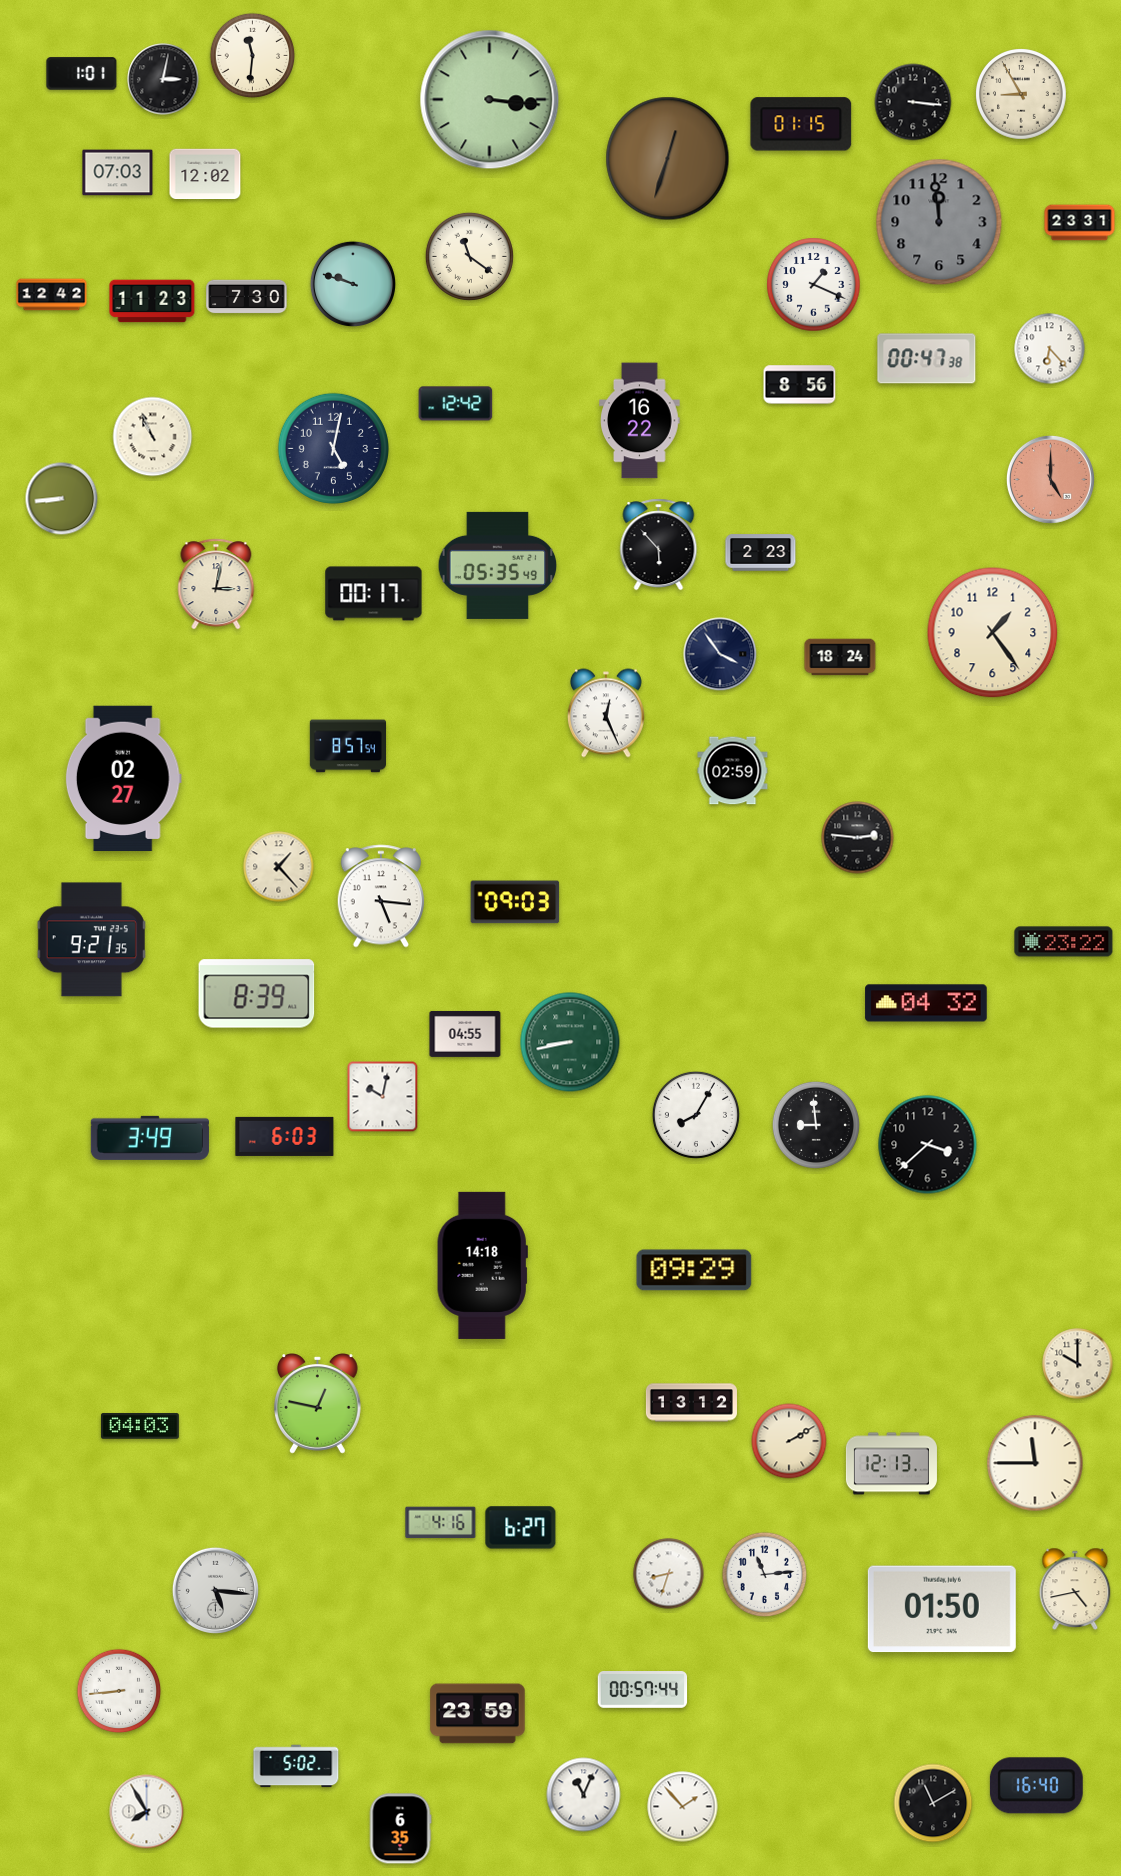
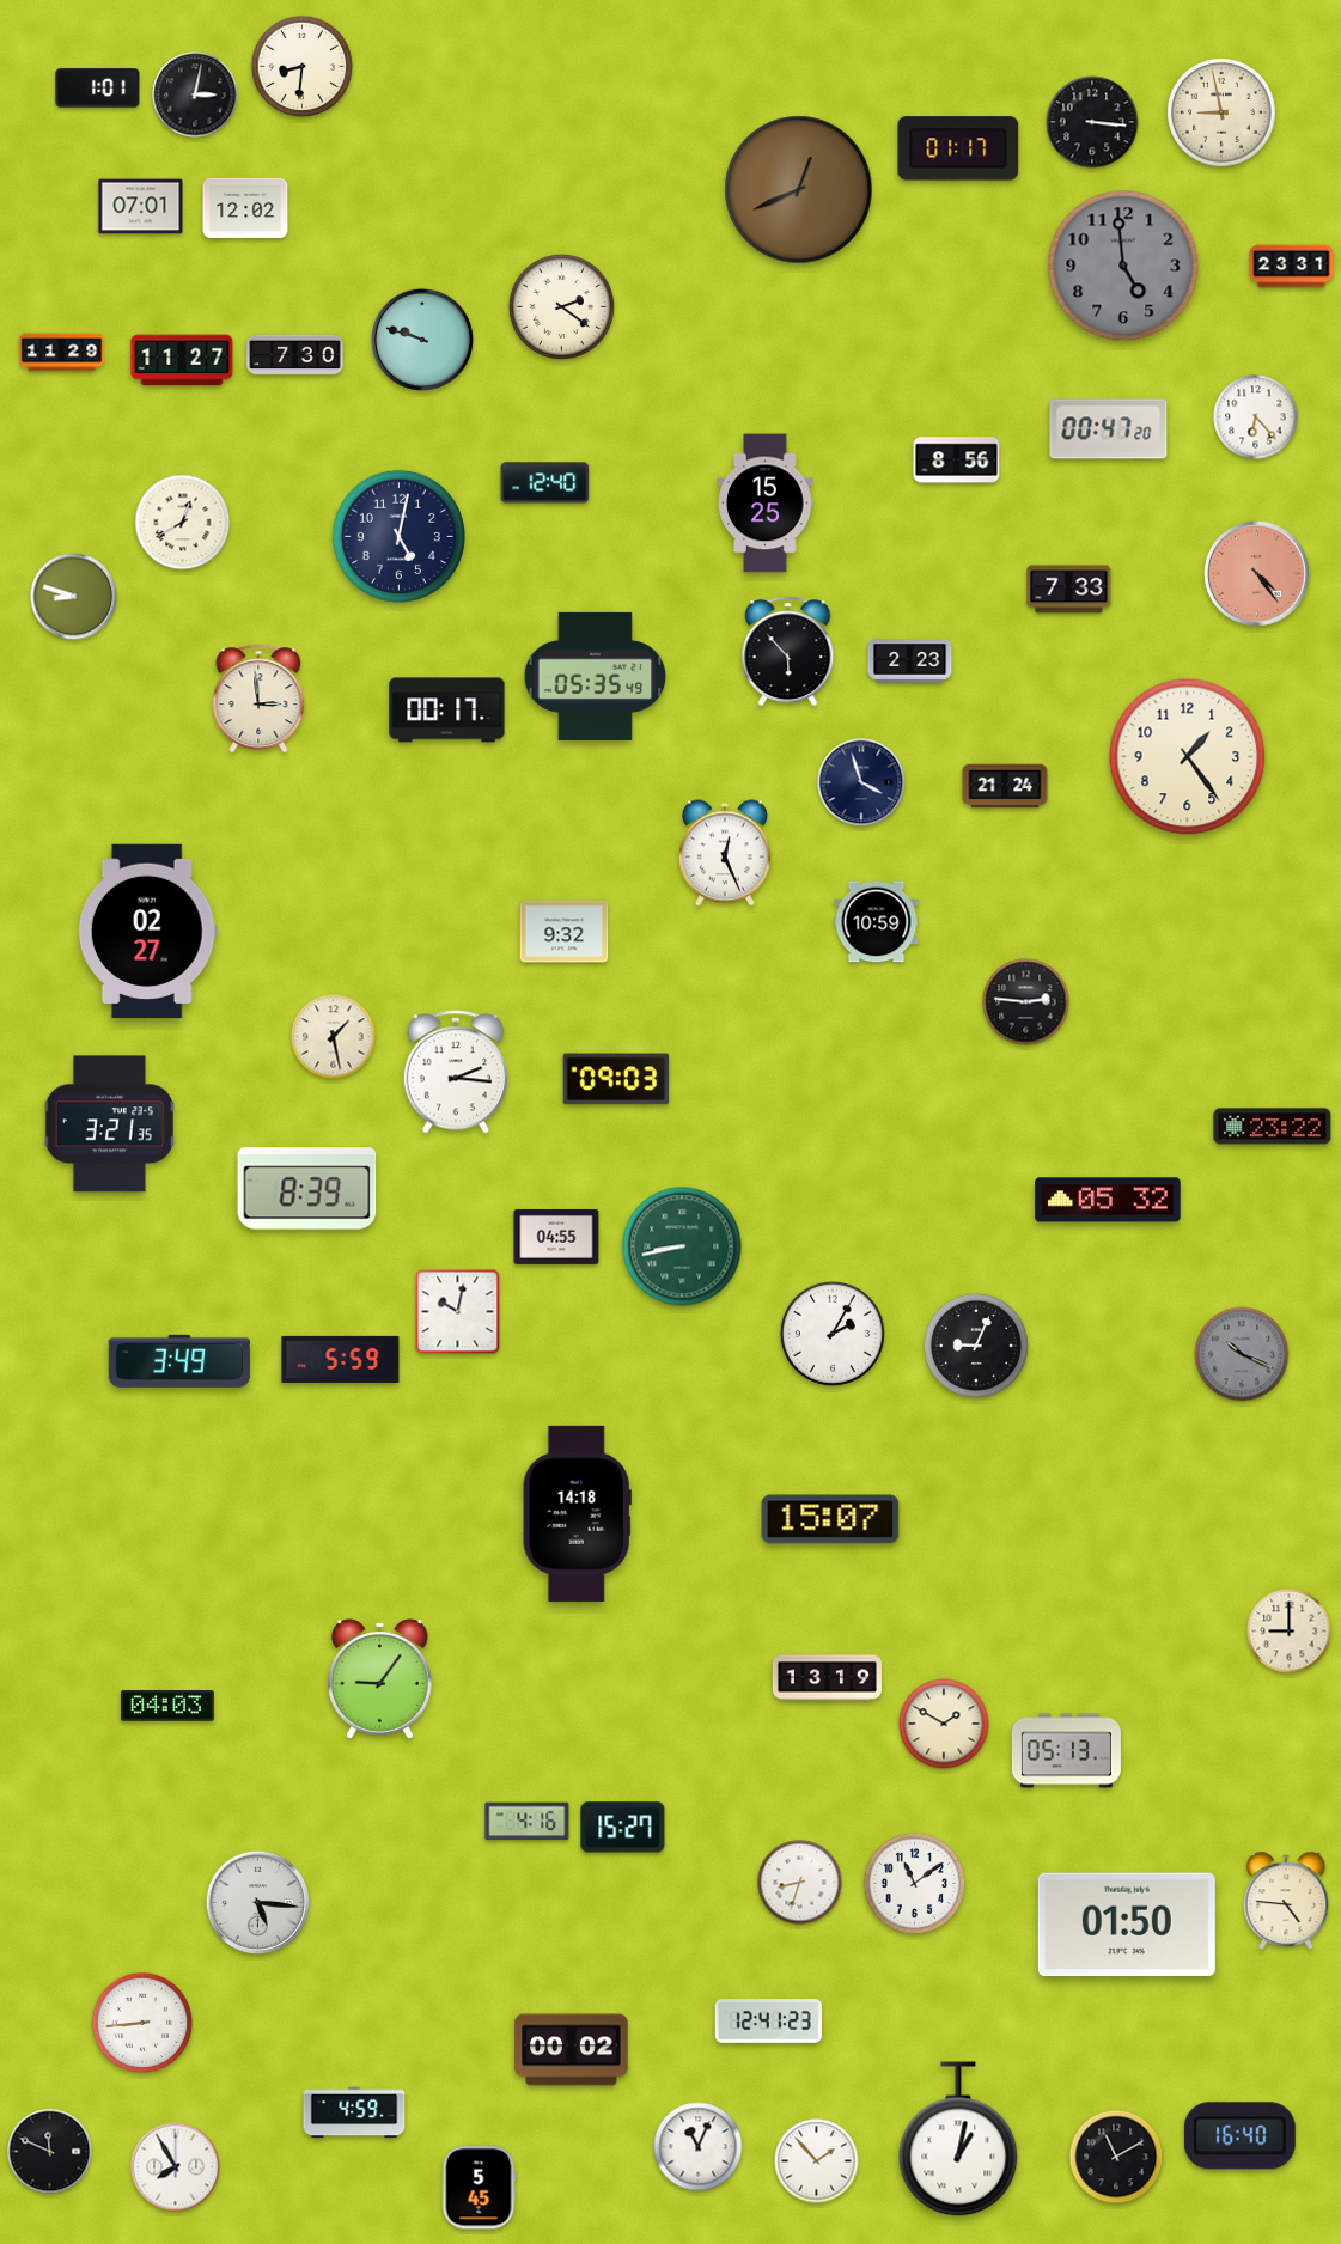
clock at (253, 56): 11:31 -> 8:31
clock at (1022, 95): 8:55 -> 8:58
clock at (490, 100): 3:16 -> none
clock at (801, 124): 01:15 -> 01:17
clock at (668, 159): 12:33 -> 12:41
clock at (118, 173): 07:03 -> 07:01
clock at (939, 222): 11:59 -> 4:59
clock at (469, 256): 11:21 -> 2:21
clock at (814, 285): 1:19 -> none
clock at (52, 295): 12:42 -> 11:29
clock at (152, 301): 11:23 -> 11:27
clock at (927, 359): 00:47:38 -> 00:47:20
clock at (456, 404): 12:42 -> 12:40
clock at (640, 421): 16:22 -> 15:25
clock at (153, 437): 10:56 -> 12:40
clock at (1050, 479): 5:00 -> 4:24
clock at (1069, 590): none -> 7:33
clock at (62, 499): 8:44 -> 8:48
clock at (216, 584): 3:02 -> 2:59
clock at (720, 654): 3:54 -> 3:57
clock at (840, 657): 18:24 -> 21:24
clock at (347, 746): 8:57 -> none
clock at (733, 771): 02:59 -> 10:59
clock at (565, 932): none -> 9:32
clock at (279, 867): 1:23 -> 1:28
clock at (381, 896): 5:16 -> 2:16
clock at (91, 940): 9:21 -> 3:21
clock at (926, 1003): 04:32 -> 05:32
clock at (696, 1115): 8:05 -> 2:05
clock at (816, 1125): 8:59 -> 9:04
clock at (1242, 1354): none -> 10:19
clock at (285, 1136): 6:03 -> 5:59
clock at (928, 1145): 3:38 -> none
clock at (694, 1270): 09:29 -> 15:07
clock at (1078, 1364): 10:00 -> 9:00
clock at (691, 1403): 13:12 -> 13:19
clock at (317, 1404): 12:47 -> 9:06
clock at (789, 1441): 2:10 -> 1:50
clock at (1035, 1463): 11:45 -> none
clock at (891, 1464): 12:13 -> 05:13
clock at (521, 1528): 6:27 -> 15:27
clock at (765, 1575): 11:14 -> 11:09
clock at (1075, 1588): 4:43 -> 4:46
clock at (643, 1690): 00:57 -> 12:41
clock at (478, 1714): 23:59 -> 00:02
clock at (296, 1766): 5:02 -> 4:59
clock at (958, 2139): none -> 1:02
clock at (50, 2152): none -> 11:49
clock at (400, 1829): 6:35 -> 5:45
